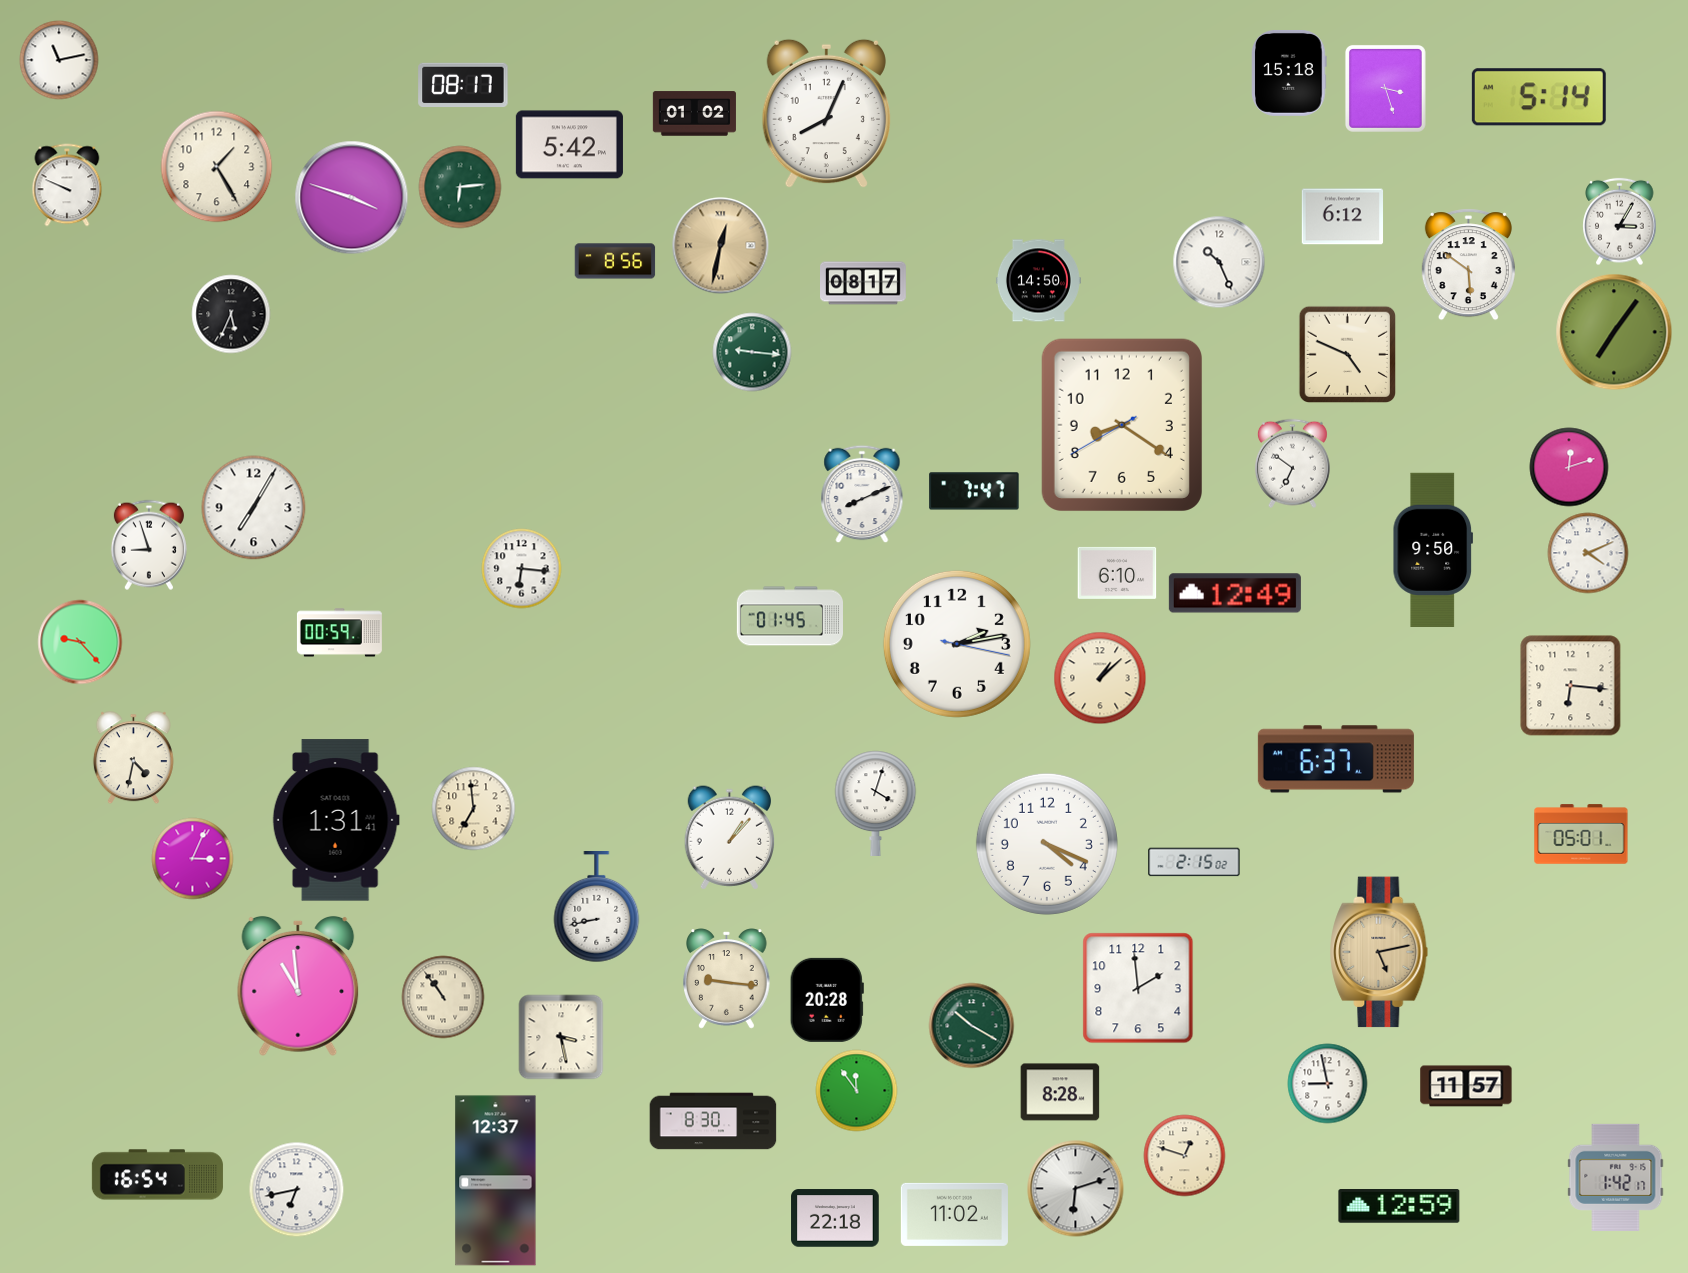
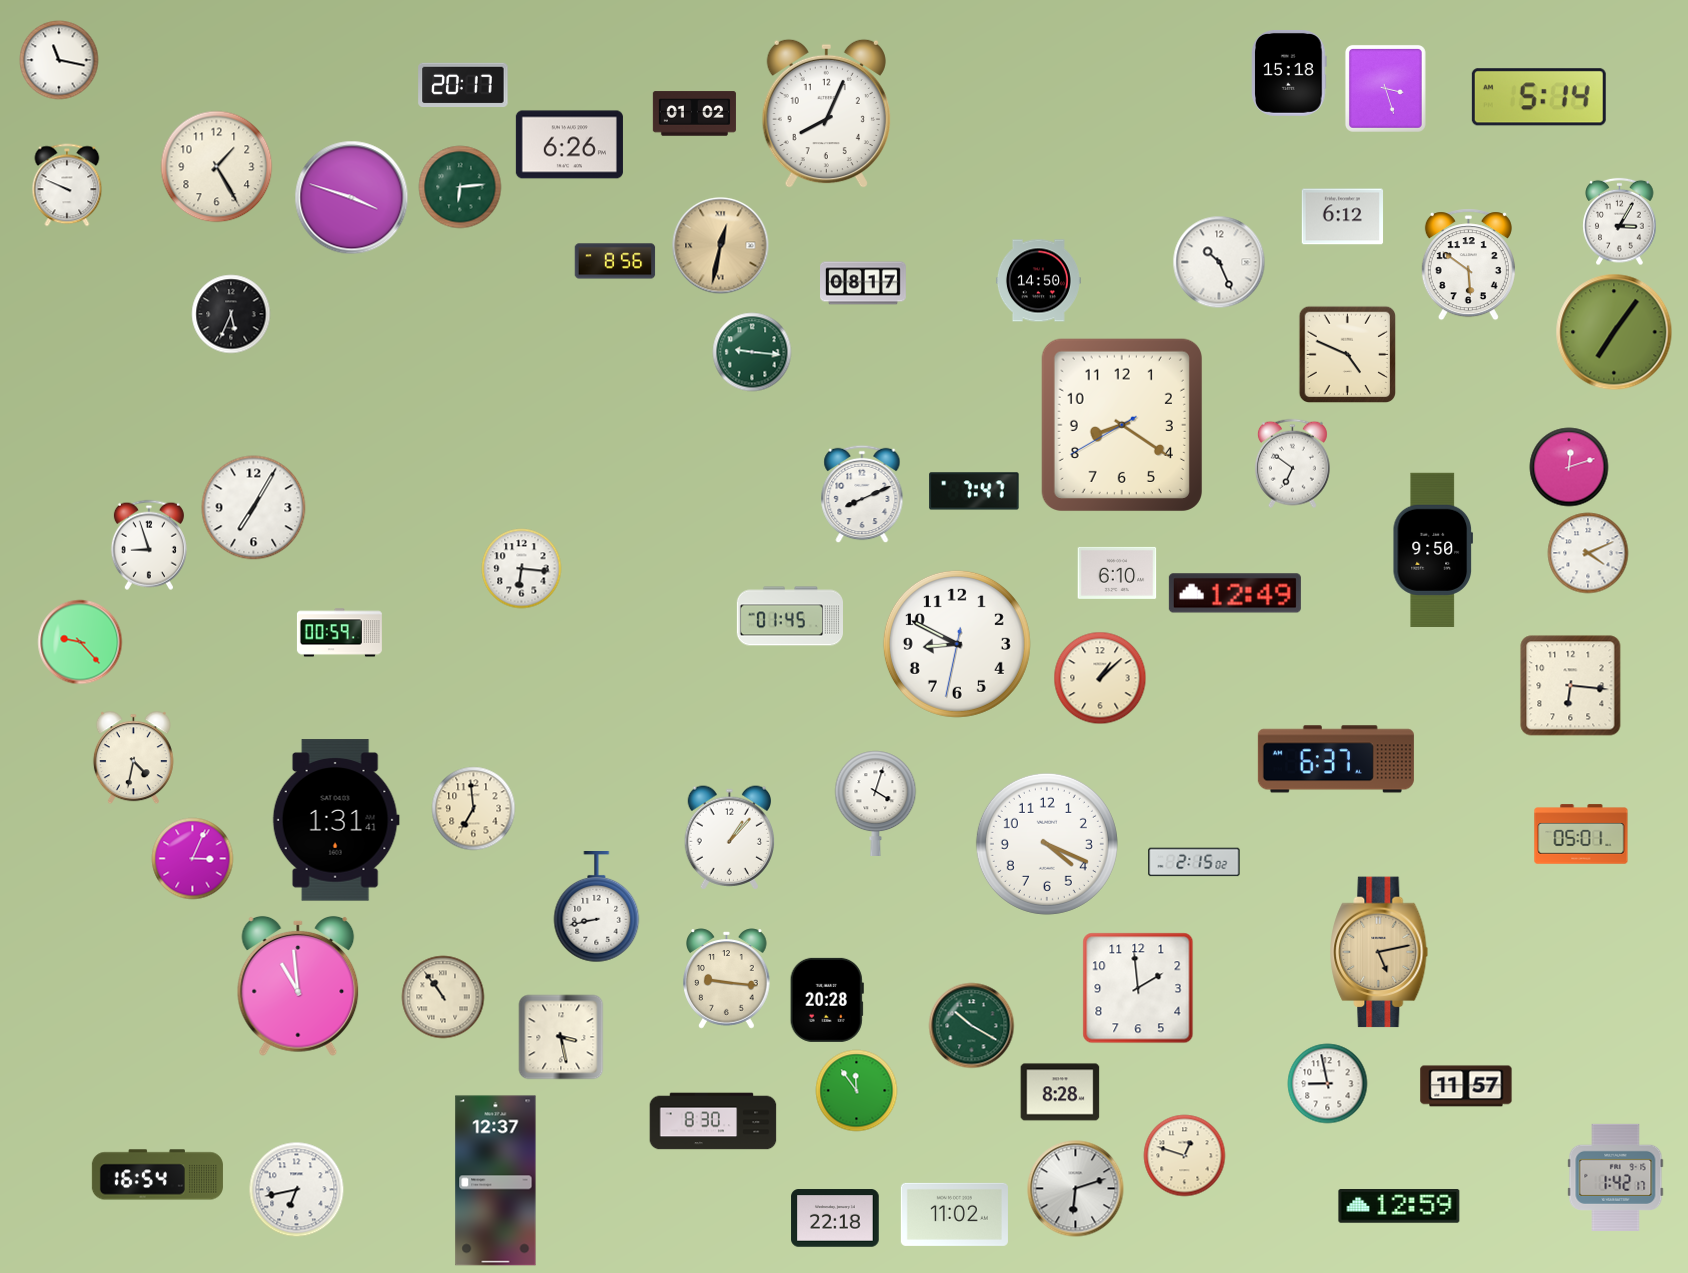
clock at (59, 60): 11:13 -> 11:17
clock at (463, 85): 08:17 -> 20:17
clock at (569, 145): 5:42 -> 6:26
clock at (957, 644): 2:13 -> 8:49
